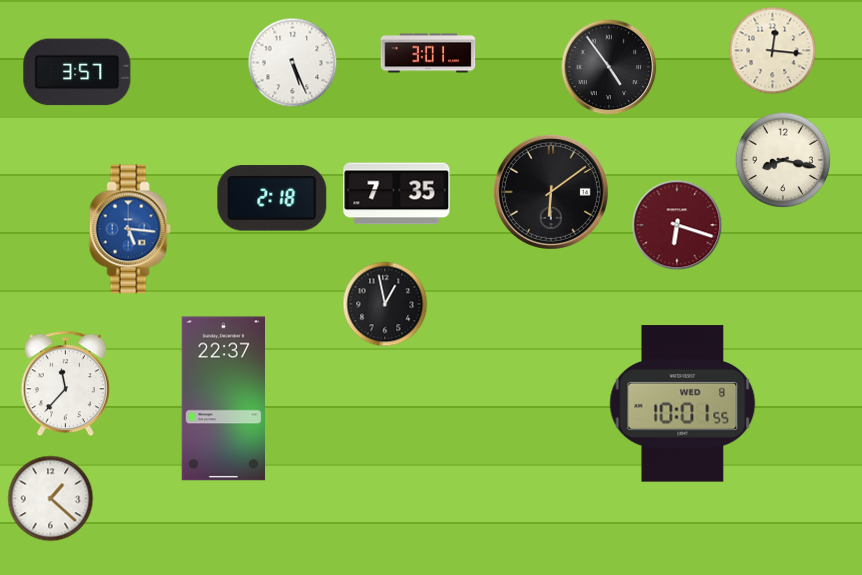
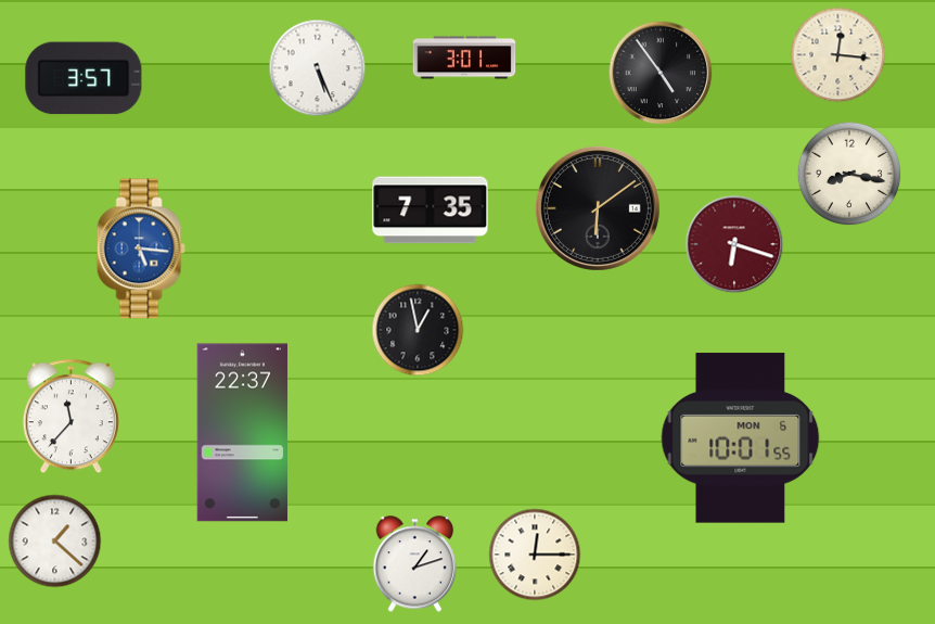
clock at (272, 198): 2:18 -> none
clock at (683, 404) date: WED 8 -> MON 6
clock at (535, 555): none -> 12:15
clock at (415, 564): none -> 1:12
